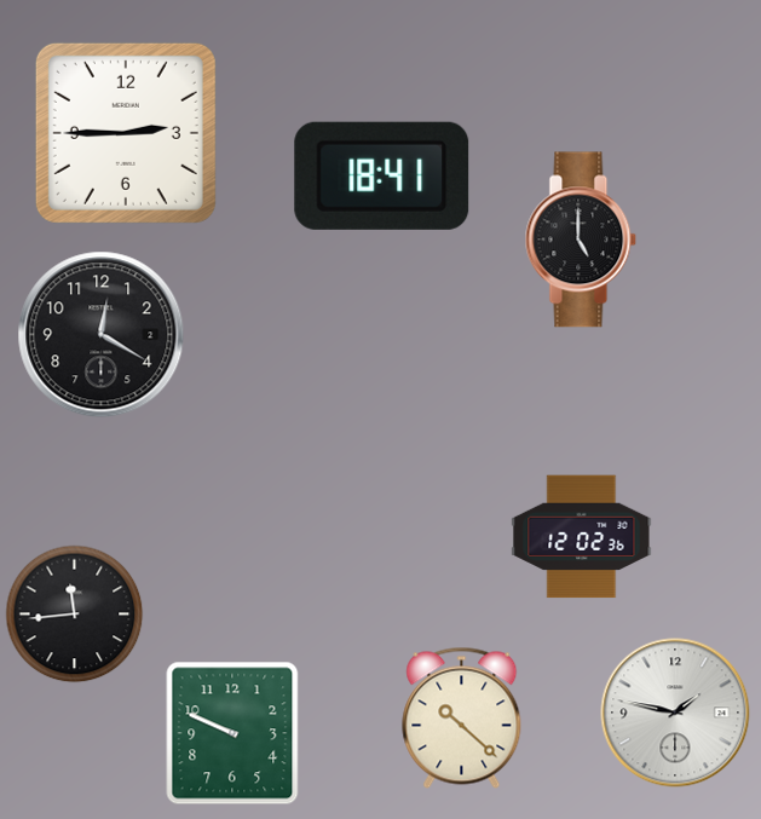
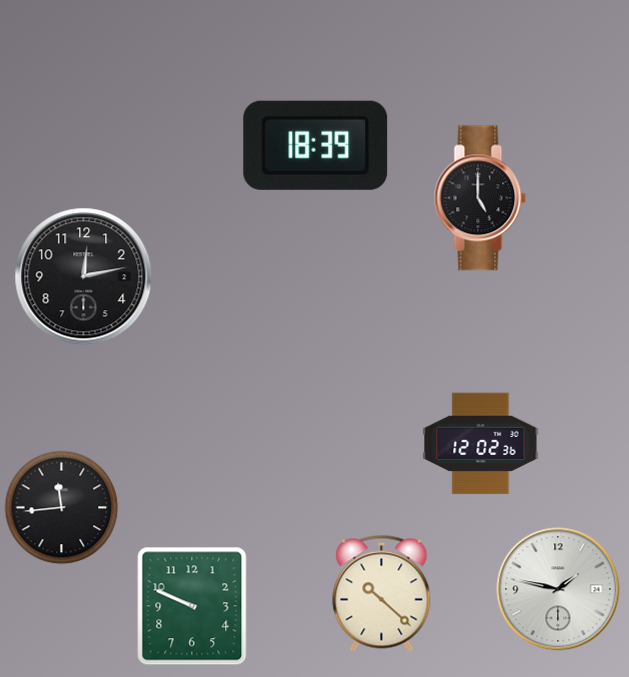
clock at (126, 133): 2:45 -> none
clock at (382, 175): 18:41 -> 18:39
clock at (102, 335): 12:20 -> 12:13
